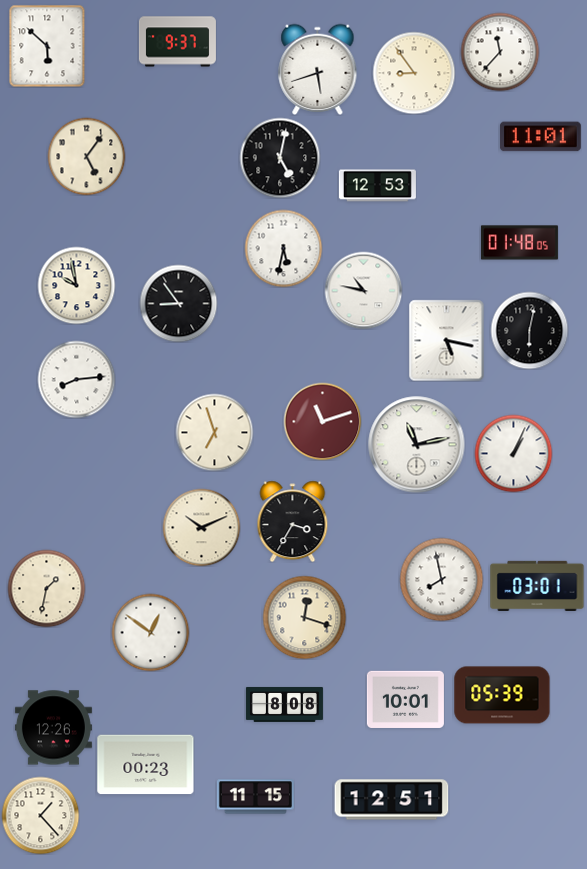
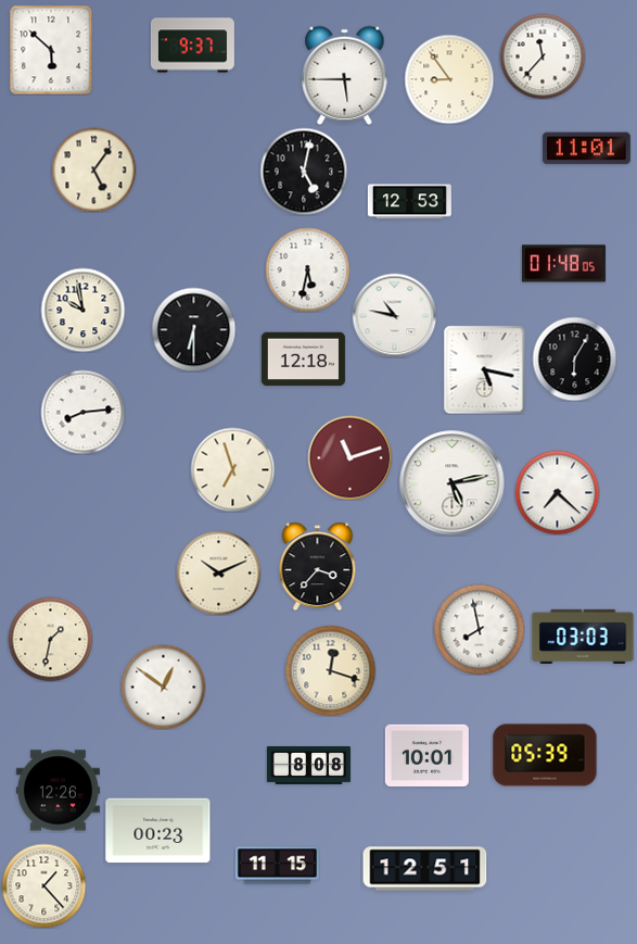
clock at (318, 69): 5:42 -> 5:45
clock at (178, 303): 8:54 -> 6:30
clock at (529, 330): 6:02 -> 6:05
clock at (303, 360): none -> 12:18
clock at (417, 445): 11:13 -> 5:13
clock at (513, 453): 1:04 -> 7:22
clock at (293, 521): 3:35 -> 3:37
clock at (537, 585): 03:01 -> 03:03
clock at (405, 699) position: (405, 699) -> (426, 755)
